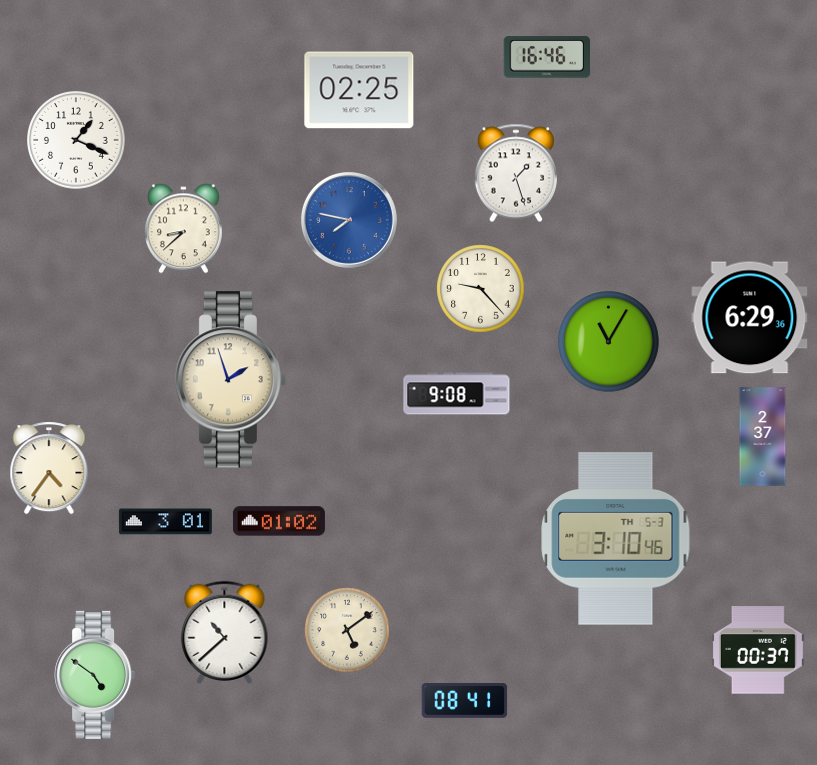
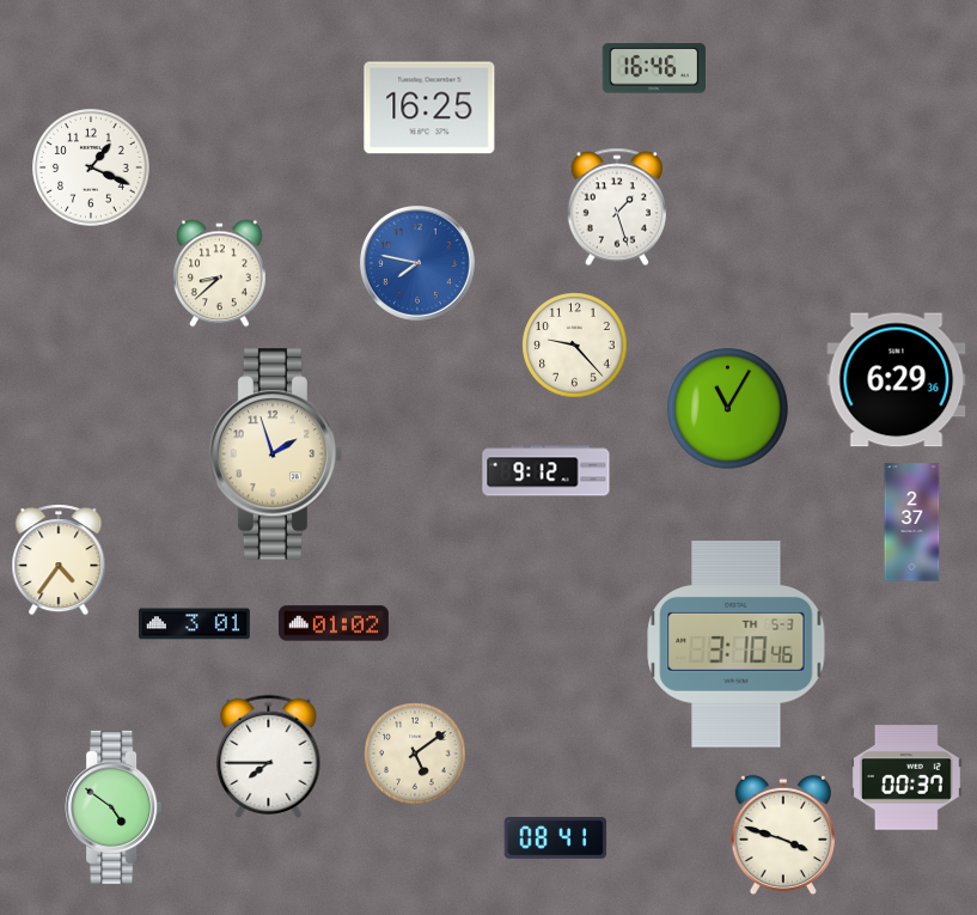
clock at (359, 90): 02:25 -> 16:25
clock at (457, 394): 9:08 -> 9:12
clock at (165, 522) position: (165, 522) -> (194, 624)
clock at (225, 632): 10:38 -> 7:45
clock at (782, 835): none -> 3:48
